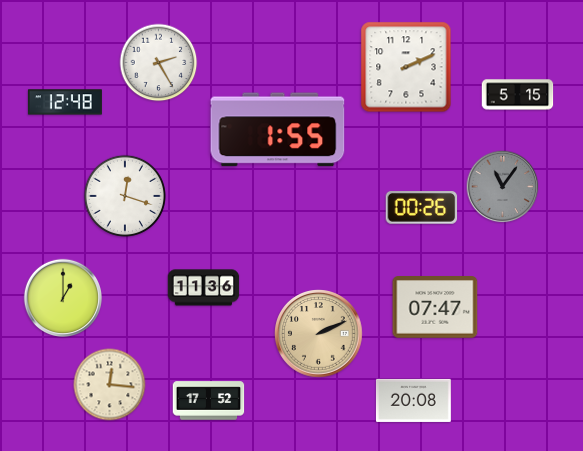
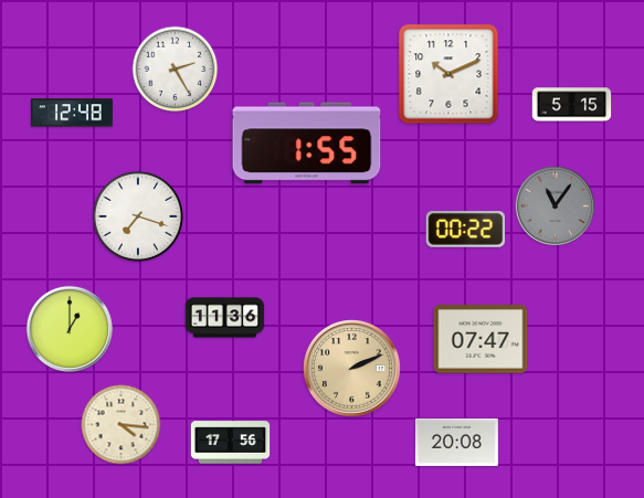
clock at (406, 67): 2:11 -> 10:11
clock at (124, 195): 12:18 -> 7:18
clock at (422, 208): 00:26 -> 00:22
clock at (110, 385): 12:16 -> 4:16
clock at (209, 401): 17:52 -> 17:56
